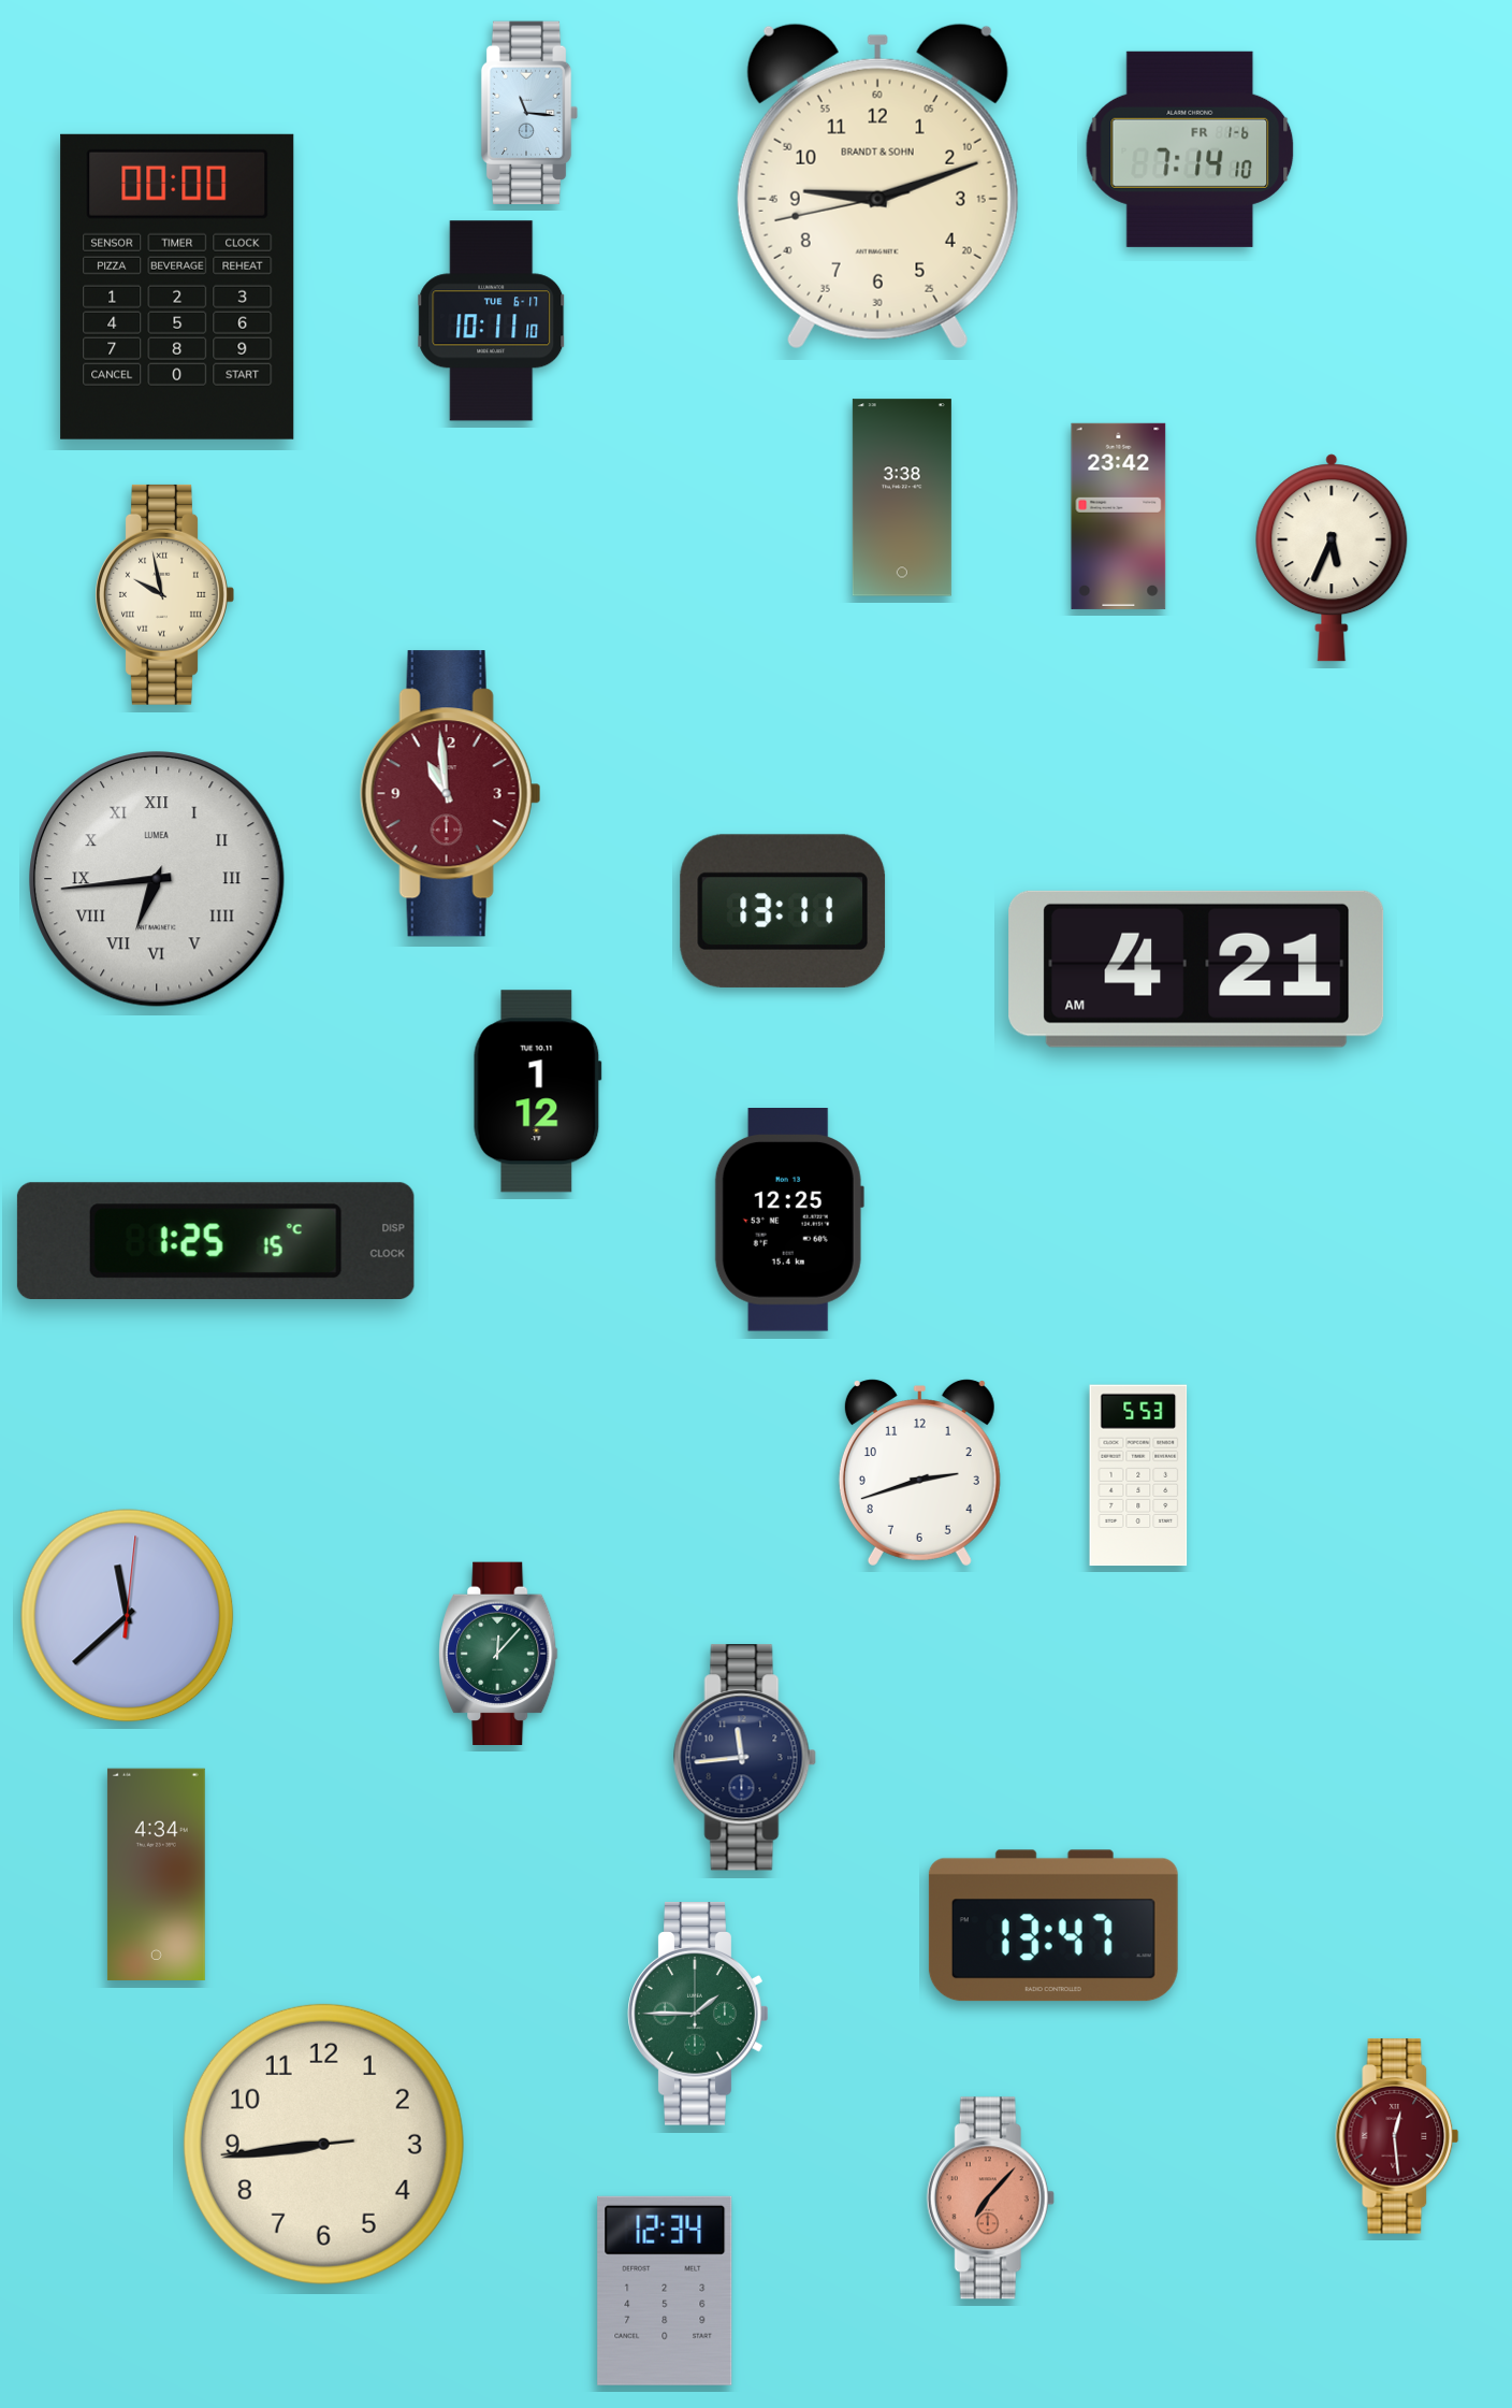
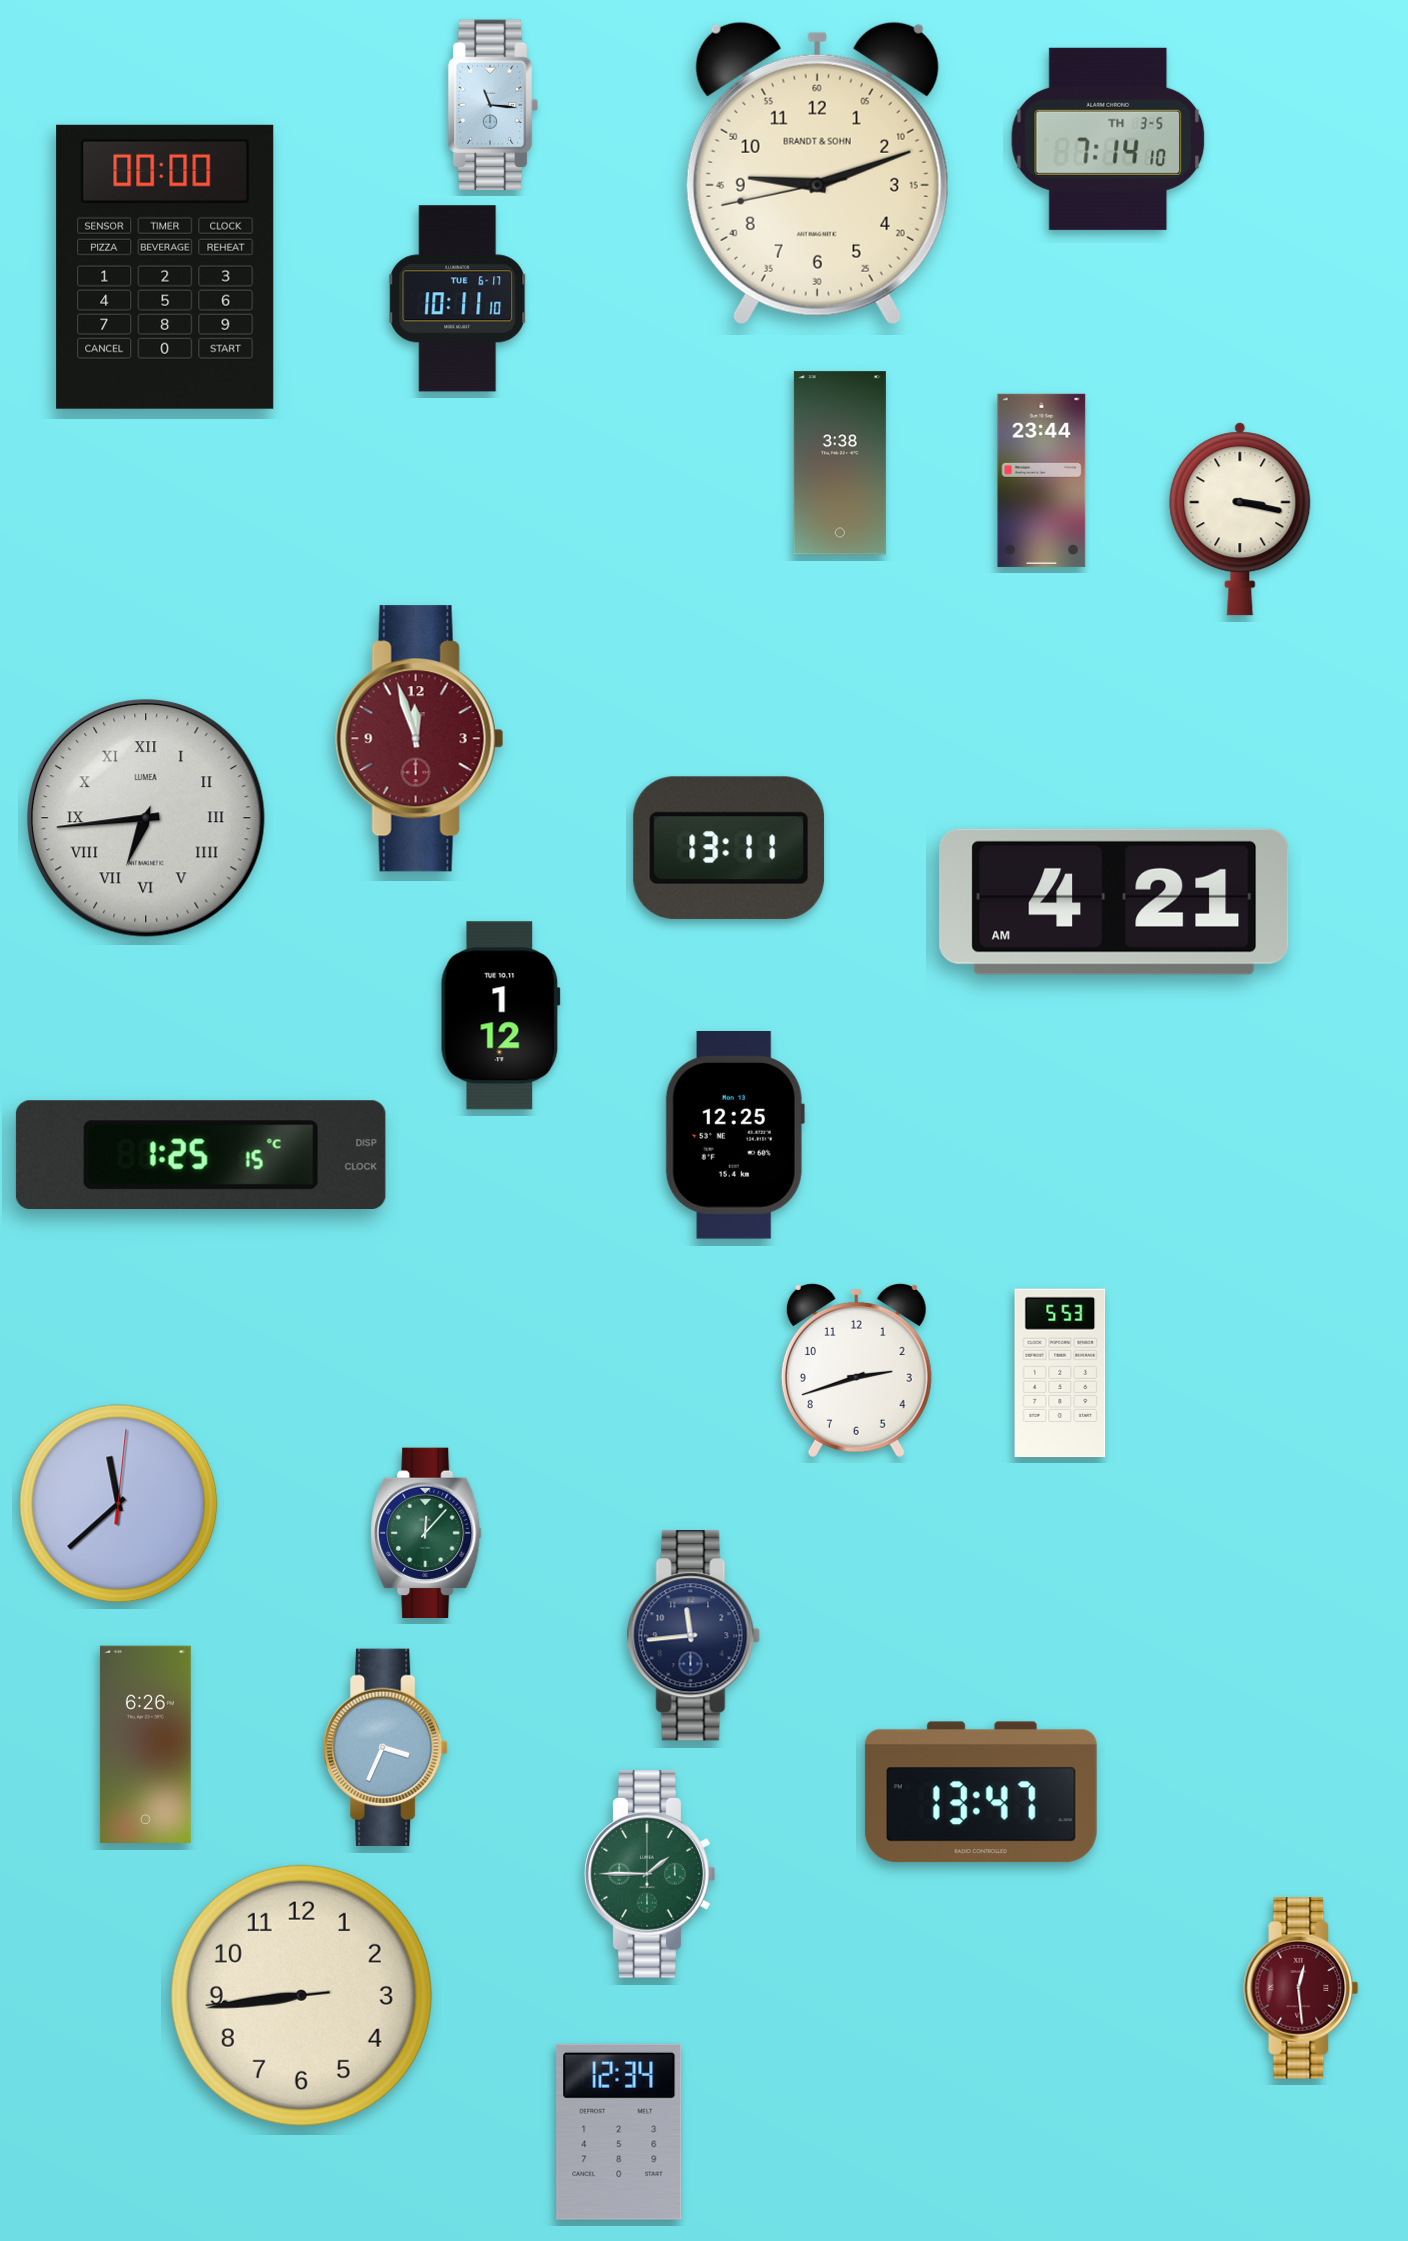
clock at (1190, 149) date: FR 1-6 -> TH 3-5
clock at (1119, 516): 23:42 -> 23:44
clock at (1332, 558): 5:34 -> 3:17
clock at (164, 594): 9:58 -> none
clock at (450, 794): 10:59 -> 11:57
clock at (498, 1653) position: (498, 1653) -> (426, 1532)
clock at (156, 1875): 4:34 -> 6:26
clock at (387, 1747): none -> 3:34
clock at (990, 2198): 7:07 -> none
